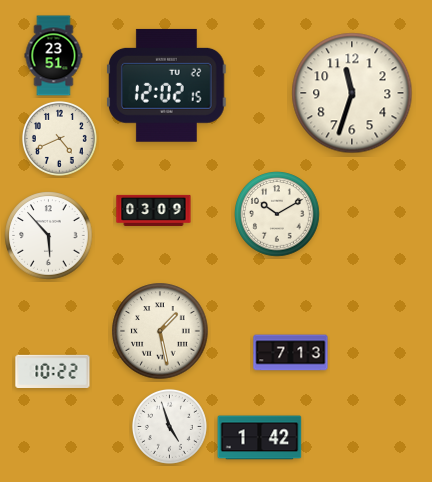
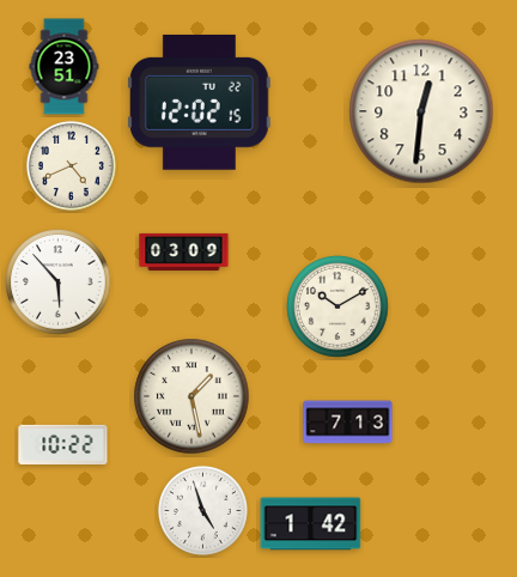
clock at (352, 93): 11:33 -> 12:31
clock at (277, 214) position: (277, 214) -> (337, 306)
